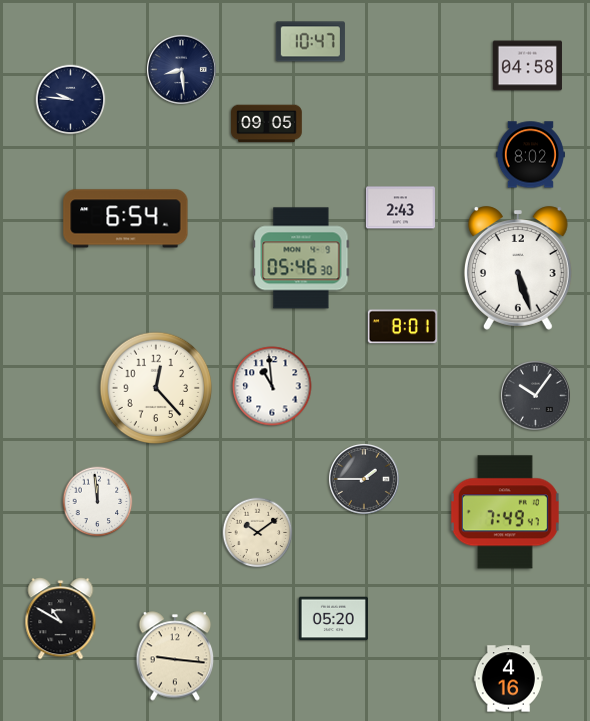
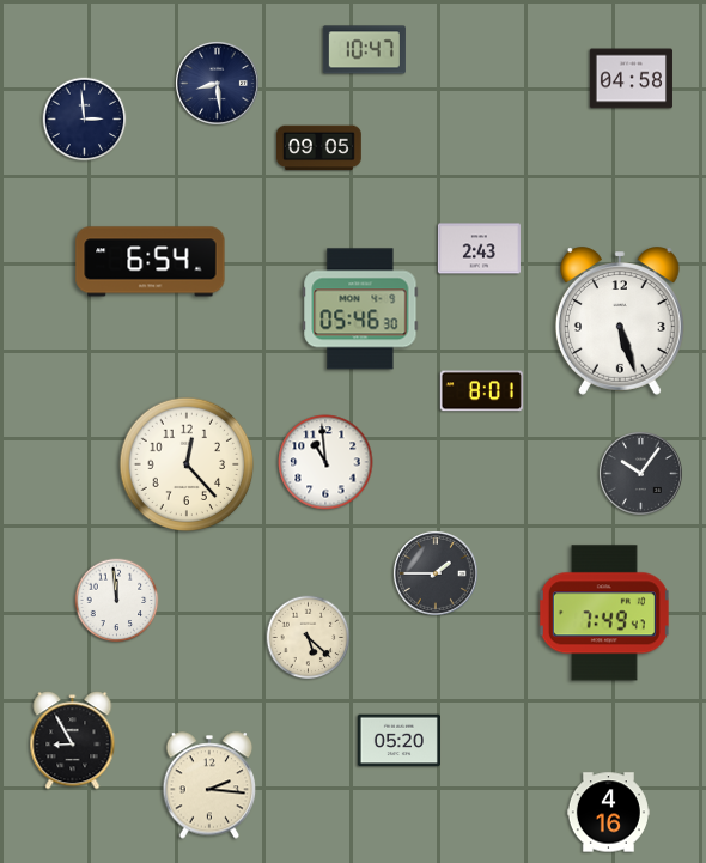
clock at (310, 42) position: (310, 42) -> (364, 50)
clock at (71, 100): 9:46 -> 2:59
clock at (530, 155): 8:02 -> none
clock at (258, 533): 10:09 -> 5:22
clock at (61, 619): 10:50 -> 8:55
clock at (175, 656): 9:16 -> 2:16
